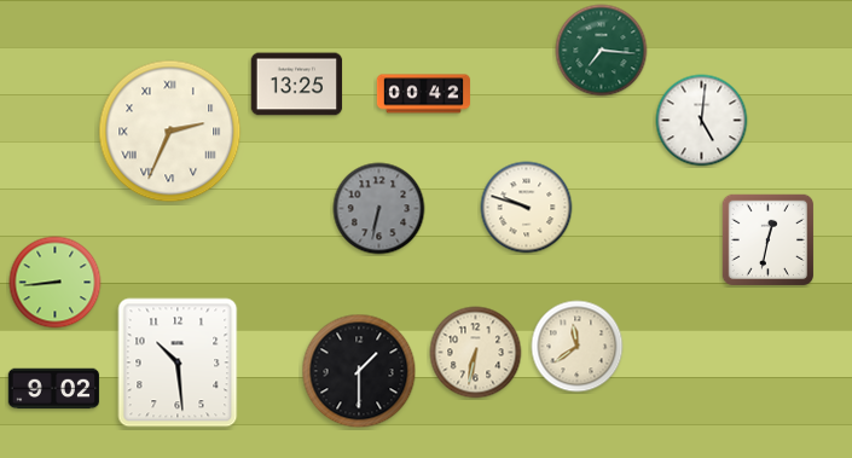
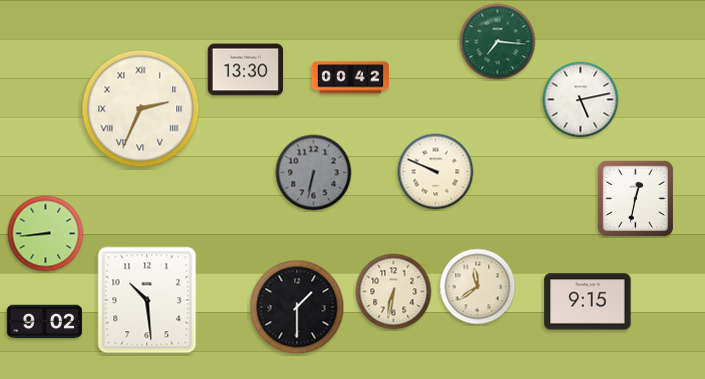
clock at (297, 85): 13:25 -> 13:30
clock at (702, 121): 5:01 -> 5:13
clock at (527, 208): 9:48 -> 9:49
clock at (588, 302): none -> 9:15
